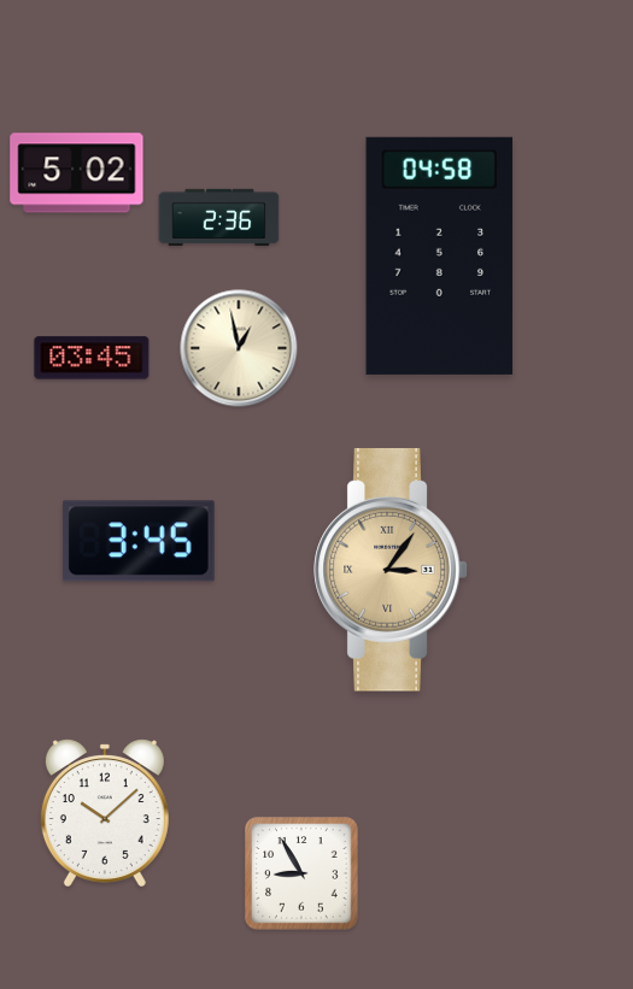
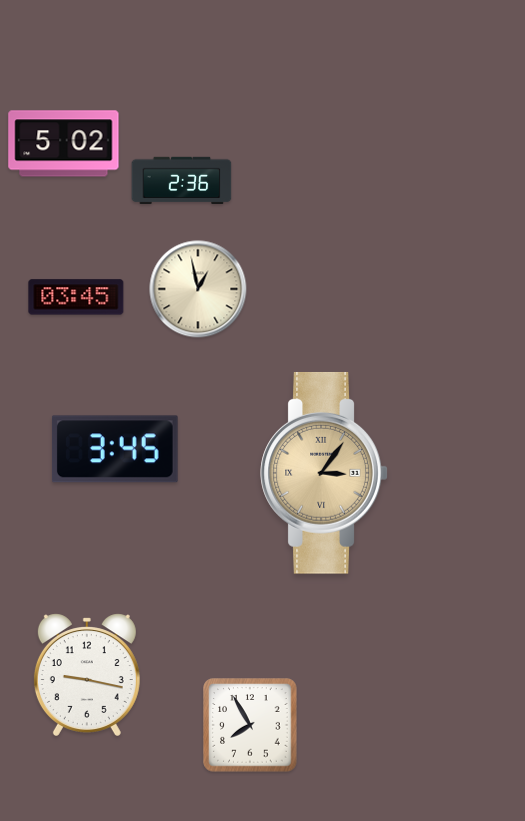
clock at (440, 255): 04:58 -> none
clock at (105, 813): 10:08 -> 9:17
clock at (301, 873): 8:55 -> 7:55
